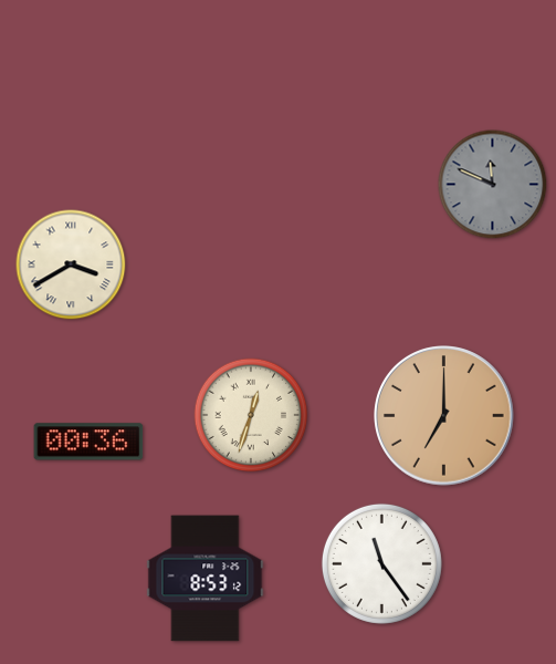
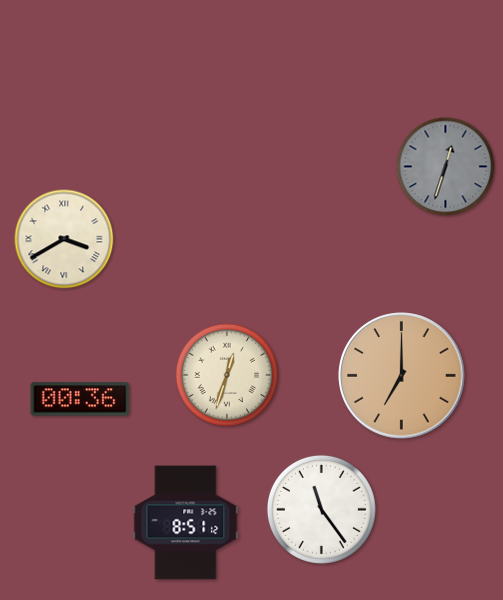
clock at (493, 185): 11:49 -> 12:33
clock at (381, 563) position: (381, 563) -> (321, 509)
clock at (206, 579): 8:53 -> 8:51
